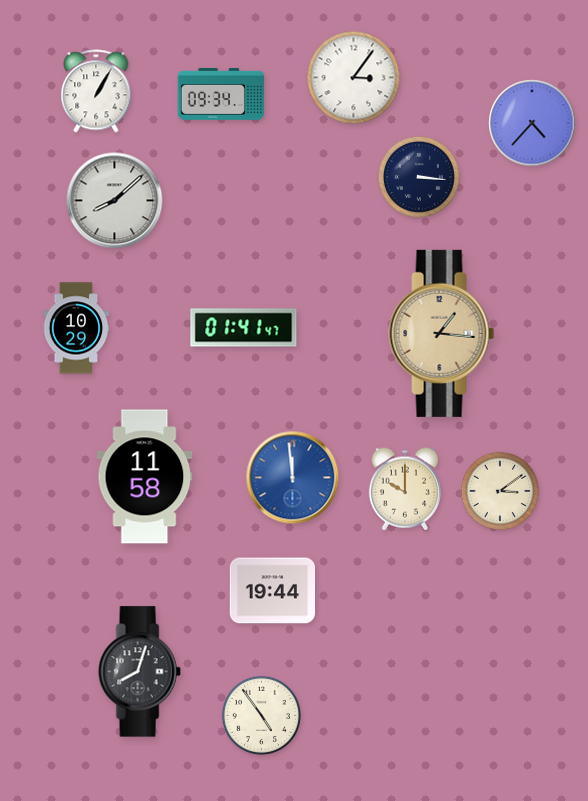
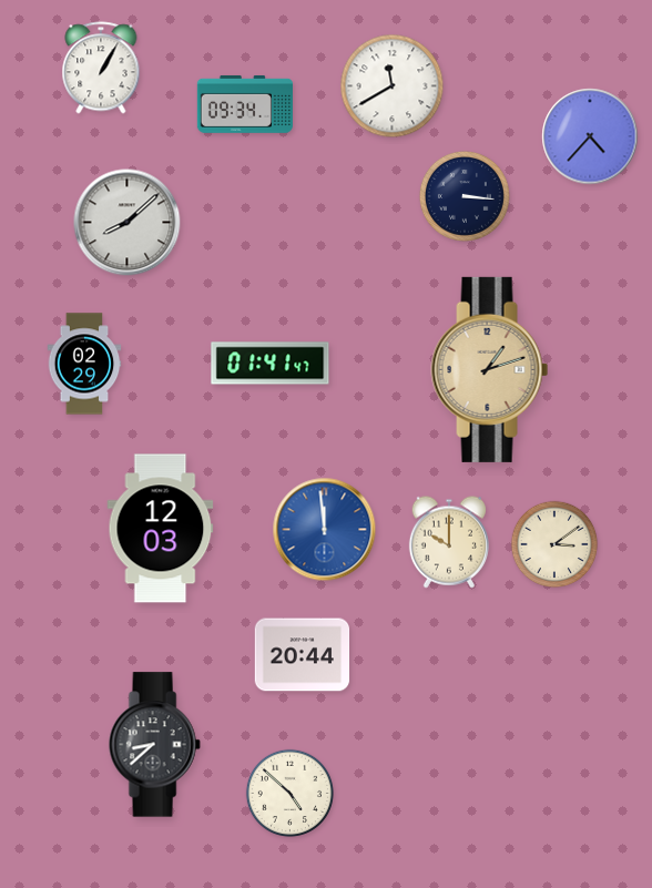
clock at (354, 78): 3:06 -> 11:40
clock at (96, 91) position: (96, 91) -> (101, 68)
clock at (76, 328): 10:29 -> 02:29
clock at (442, 333): 1:16 -> 1:12
clock at (145, 477): 11:58 -> 12:03
clock at (273, 591): 19:44 -> 20:44
clock at (139, 672): 8:03 -> 8:38
clock at (261, 715): 4:54 -> 4:52
